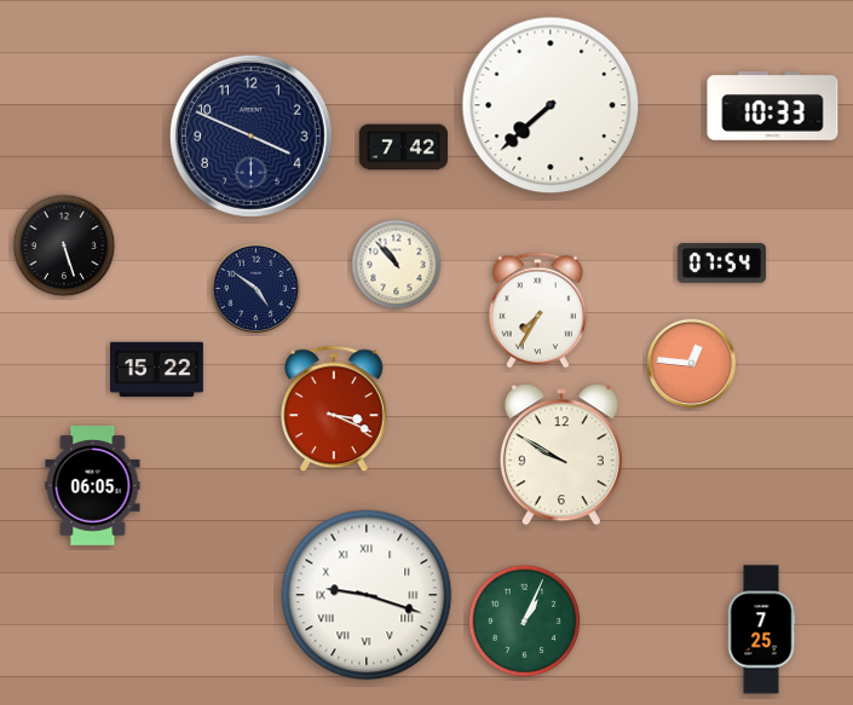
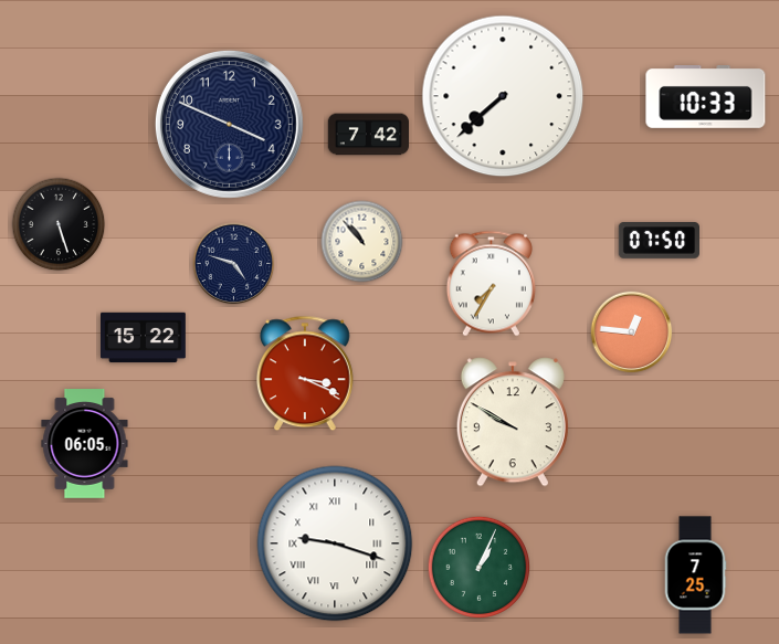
clock at (722, 264): 07:54 -> 07:50
clock at (257, 289): 4:51 -> 4:48
clock at (561, 455) position: (561, 455) -> (513, 422)
